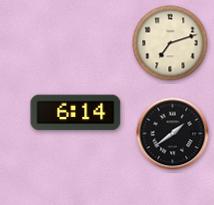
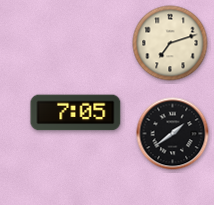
clock at (76, 113): 6:14 -> 7:05
